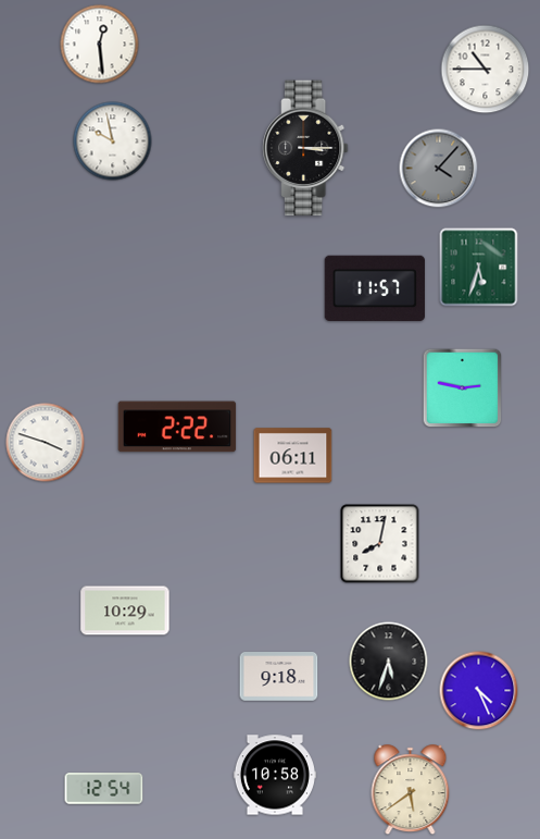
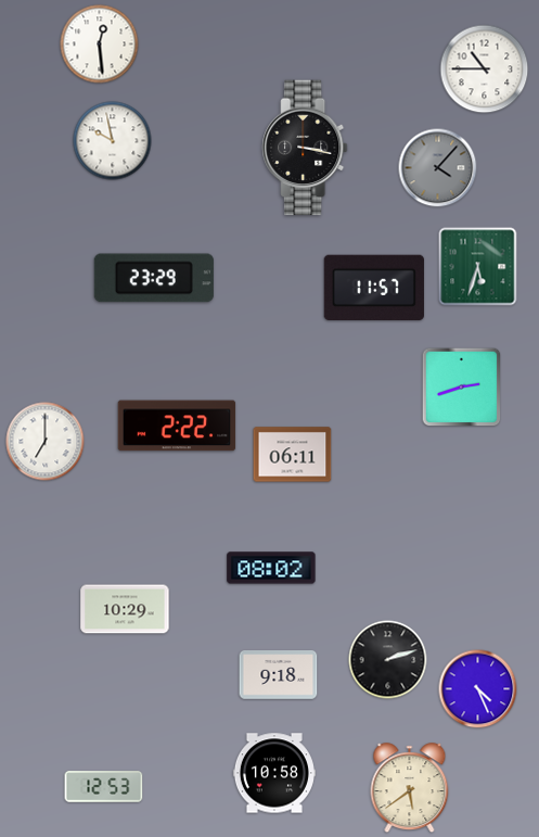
clock at (305, 148): 3:15 -> 3:17
clock at (154, 278): none -> 23:29
clock at (463, 388): 2:47 -> 2:42
clock at (46, 443): 3:48 -> 7:00
clock at (380, 544): 8:02 -> none
clock at (271, 568): none -> 08:02
clock at (389, 662): 5:33 -> 2:12
clock at (104, 789): 12:54 -> 12:53
